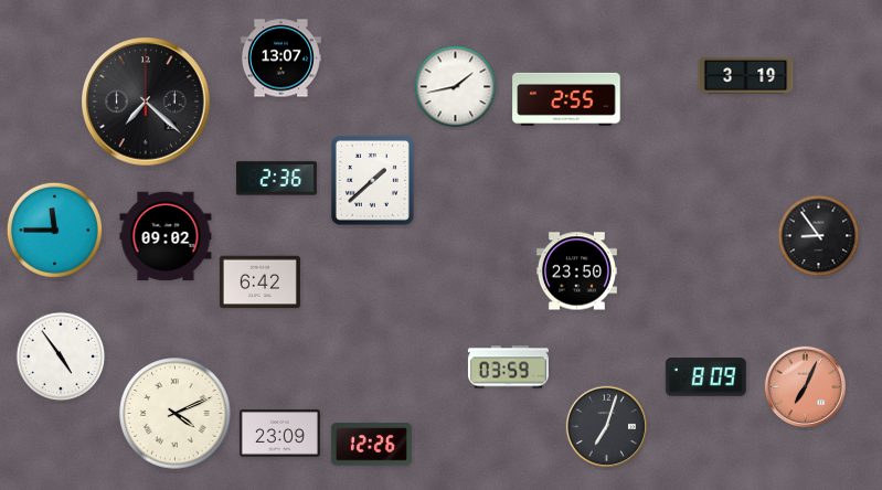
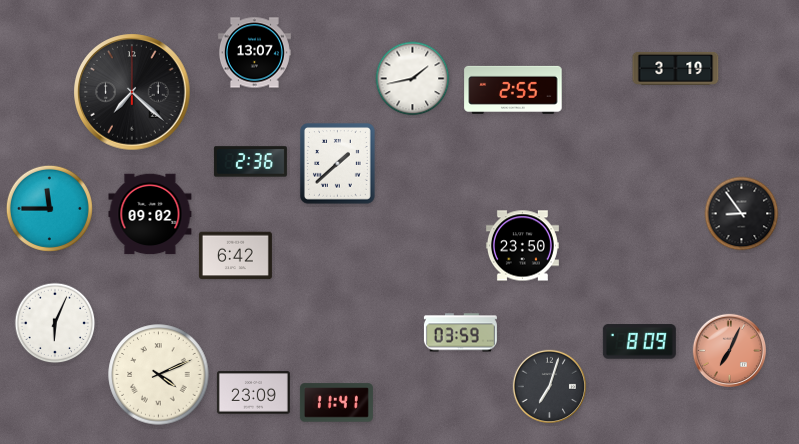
clock at (61, 356): 4:54 -> 6:04
clock at (371, 445): 12:26 -> 11:41
